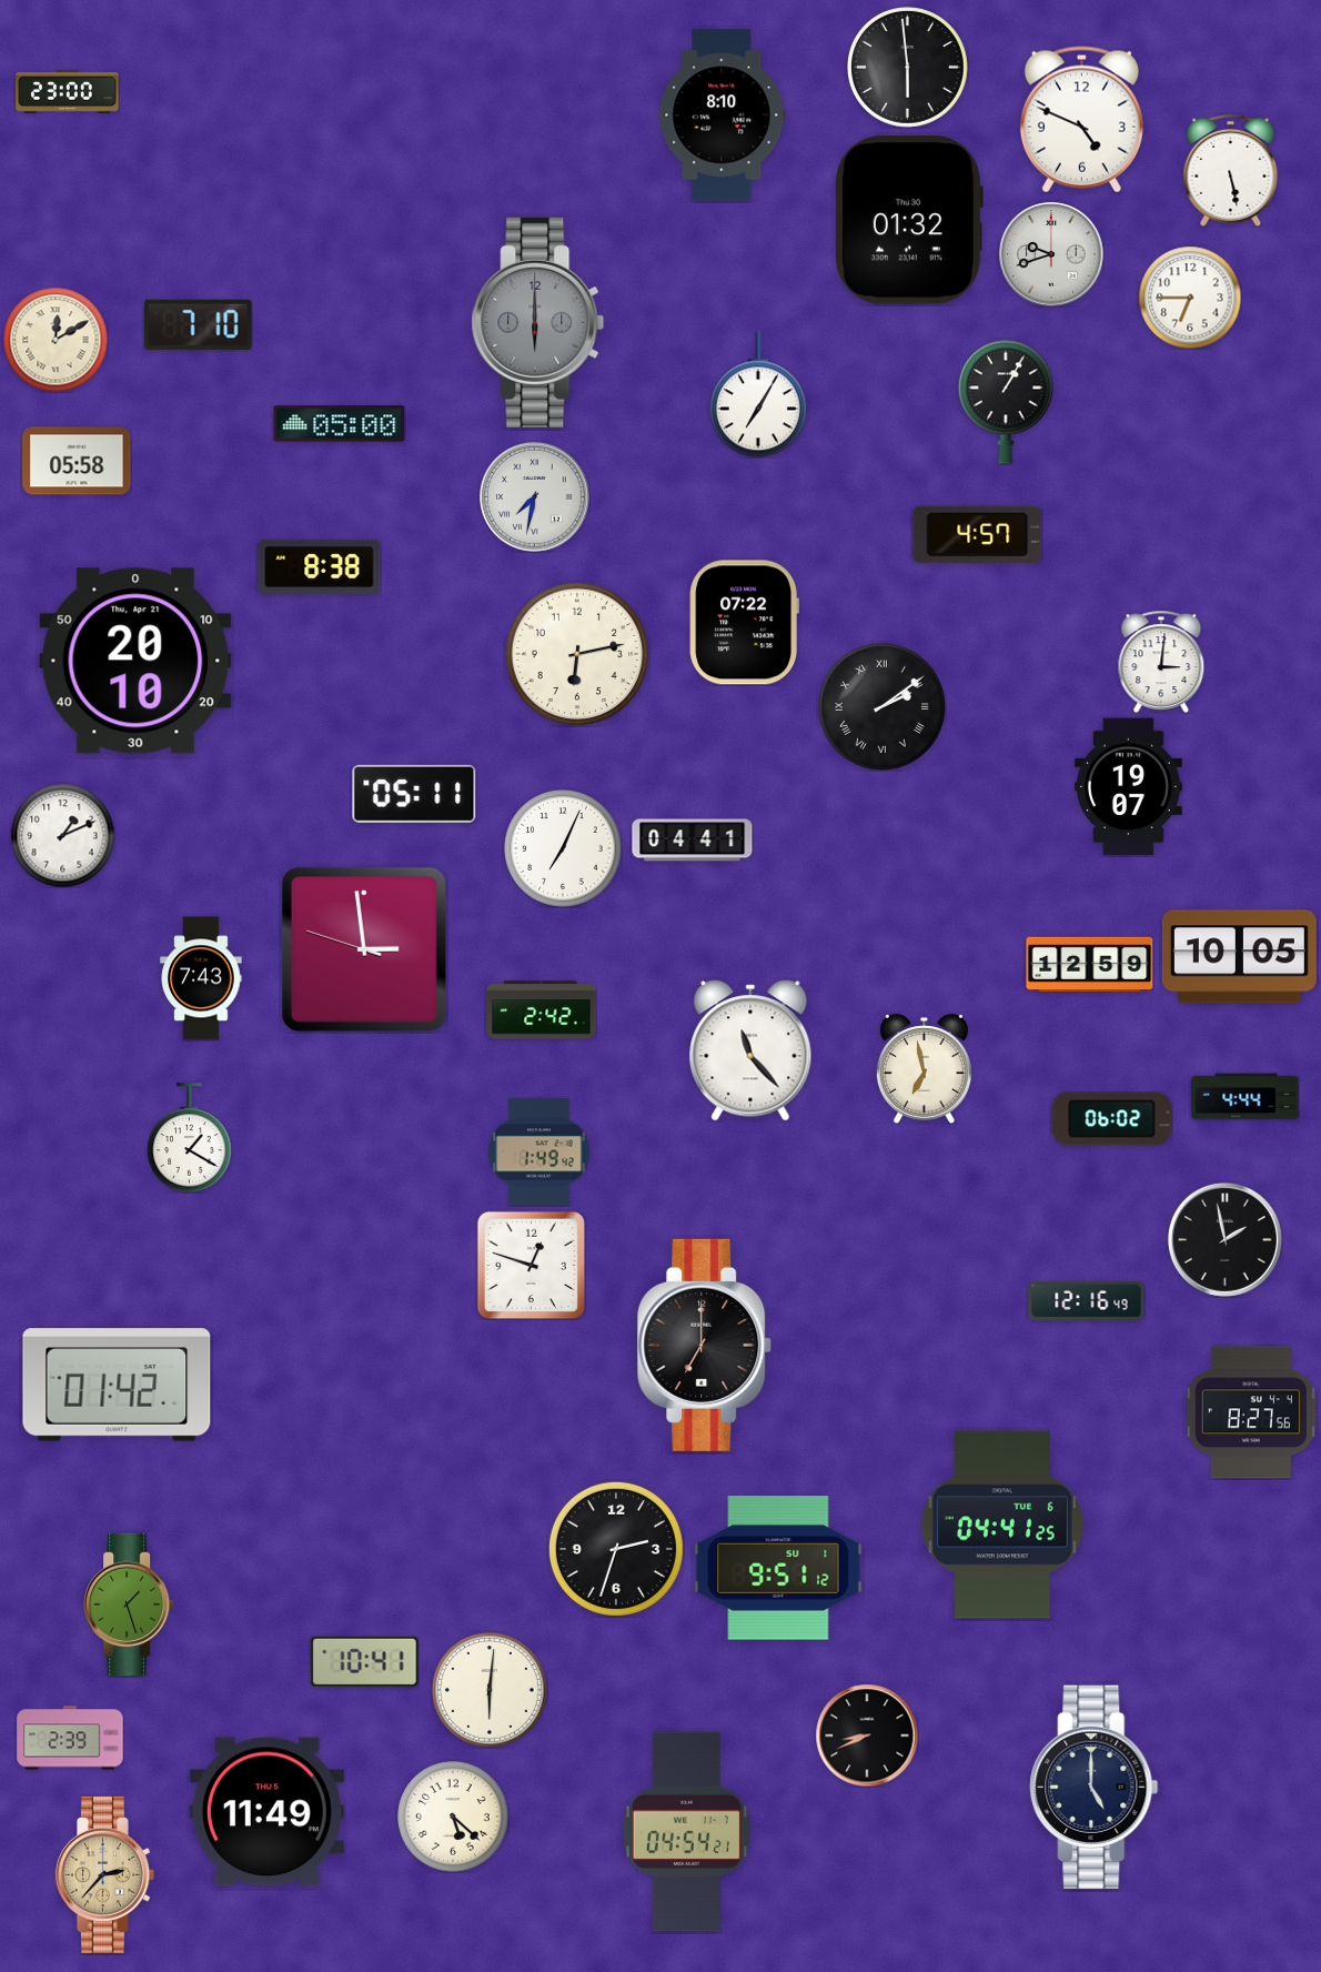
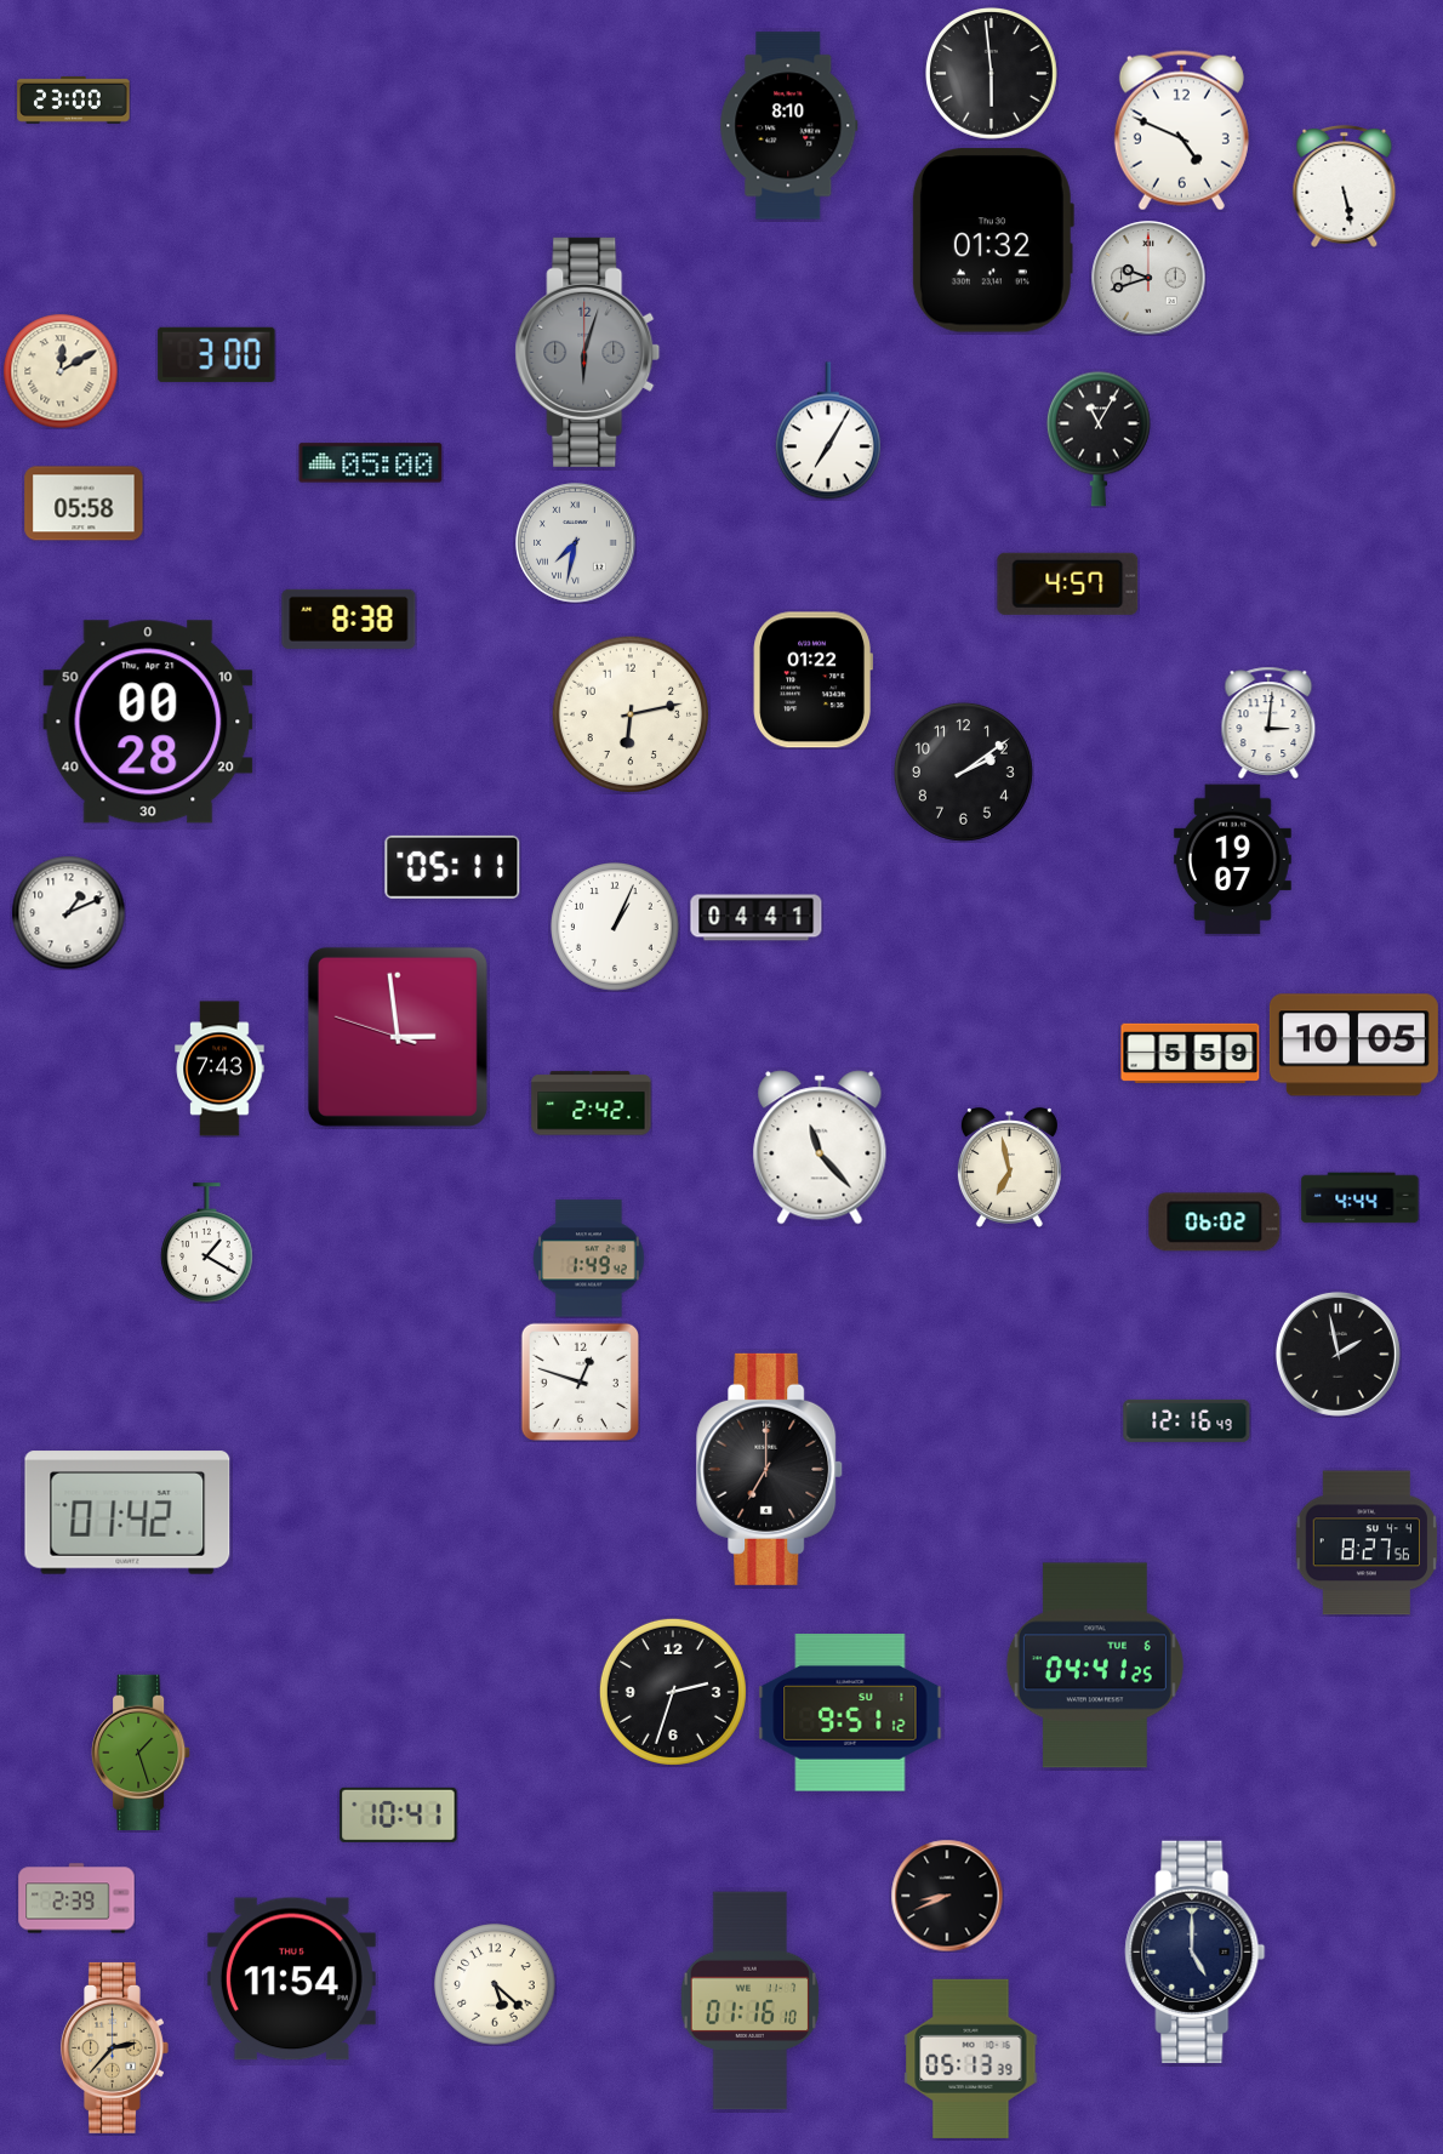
clock at (1190, 298): 6:45 -> none
clock at (538, 322): 6:00 -> 6:03
clock at (199, 324): 7:10 -> 3:00
clock at (1006, 402): 1:05 -> 11:05
clock at (535, 497) position: (535, 497) -> (576, 543)
clock at (744, 623): 07:22 -> 01:22
clock at (135, 661): 20:10 -> 00:28
clock at (881, 706) numerals: Roman -> Arabic
clock at (563, 848): 7:04 -> 1:04
clock at (1090, 964): 12:59 -> 5:59
clock at (490, 1690): 6:01 -> none
clock at (266, 1812): 11:49 -> 11:54
clock at (687, 1832): 04:54 -> 01:16
clock at (971, 2058): none -> 05:13
